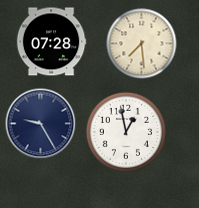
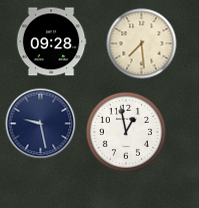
clock at (51, 42): 07:28 -> 09:28
clock at (41, 124): 9:25 -> 9:28
